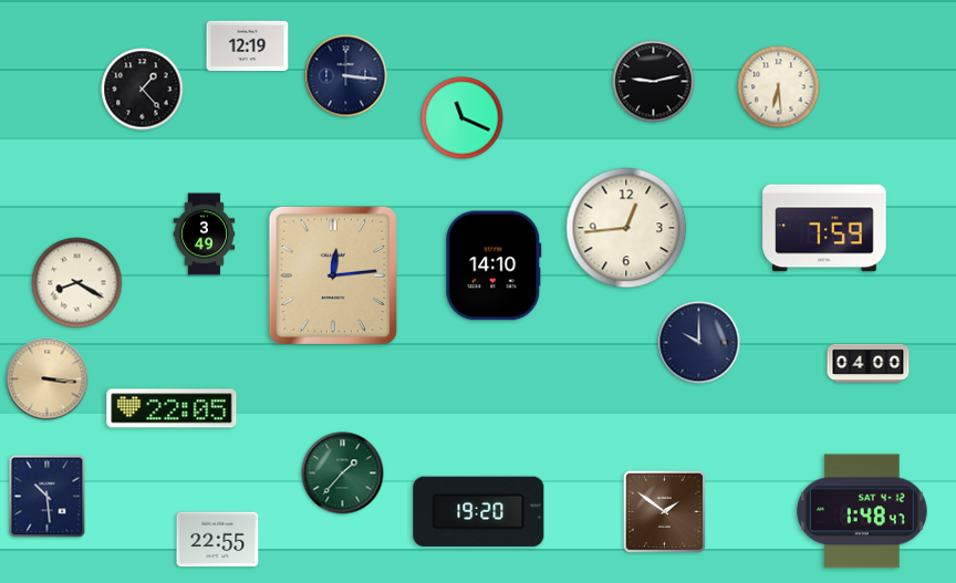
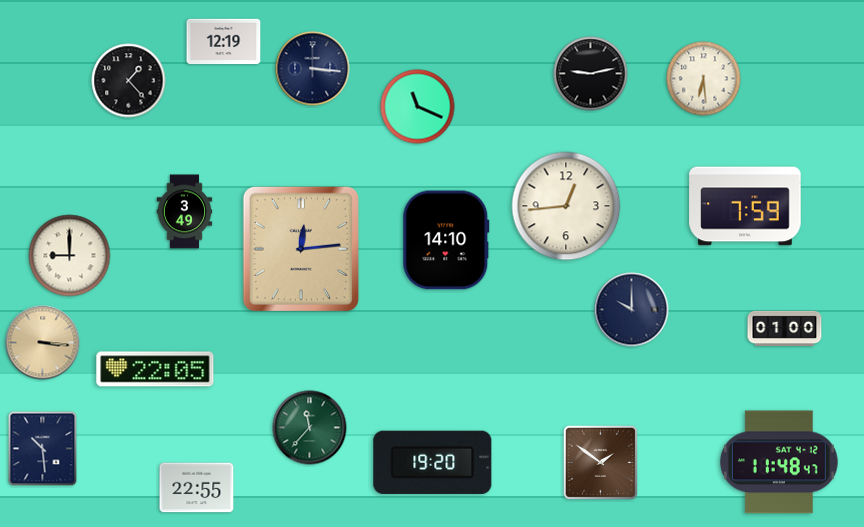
clock at (77, 283): 8:20 -> 9:00
clock at (869, 363): 04:00 -> 01:00
clock at (343, 473): 1:37 -> 11:37
clock at (862, 511): 1:48 -> 11:48
